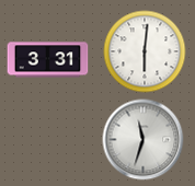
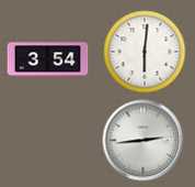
clock at (48, 60): 3:31 -> 3:54
clock at (144, 140): 11:33 -> 2:44
